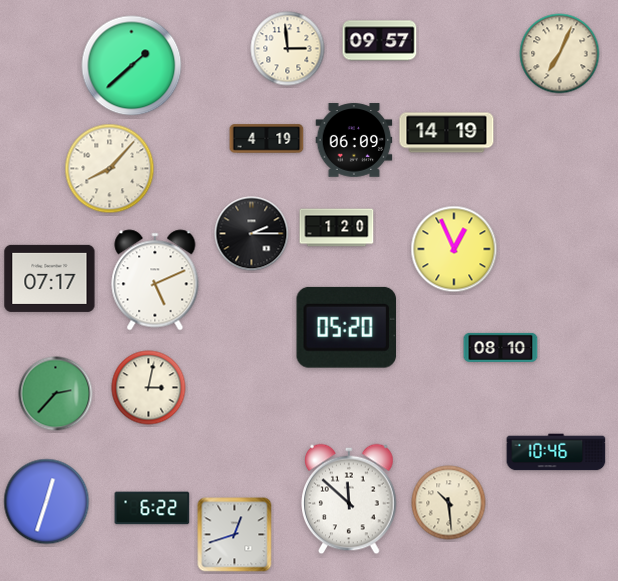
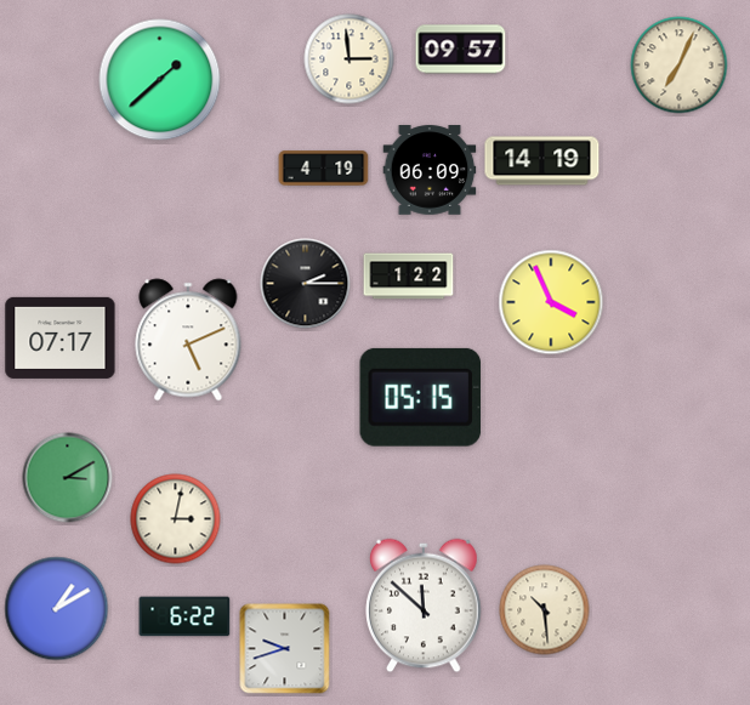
clock at (110, 169): 8:07 -> none
clock at (337, 228): 1:20 -> 1:22
clock at (454, 249): 12:56 -> 3:56
clock at (346, 327): 05:20 -> 05:15
clock at (501, 347): 08:10 -> none
clock at (149, 388) position: (149, 388) -> (176, 519)
clock at (56, 394): 2:37 -> 3:10
clock at (556, 452): 10:46 -> none
clock at (47, 502): 12:33 -> 1:10
clock at (235, 535): 12:42 -> 9:42
